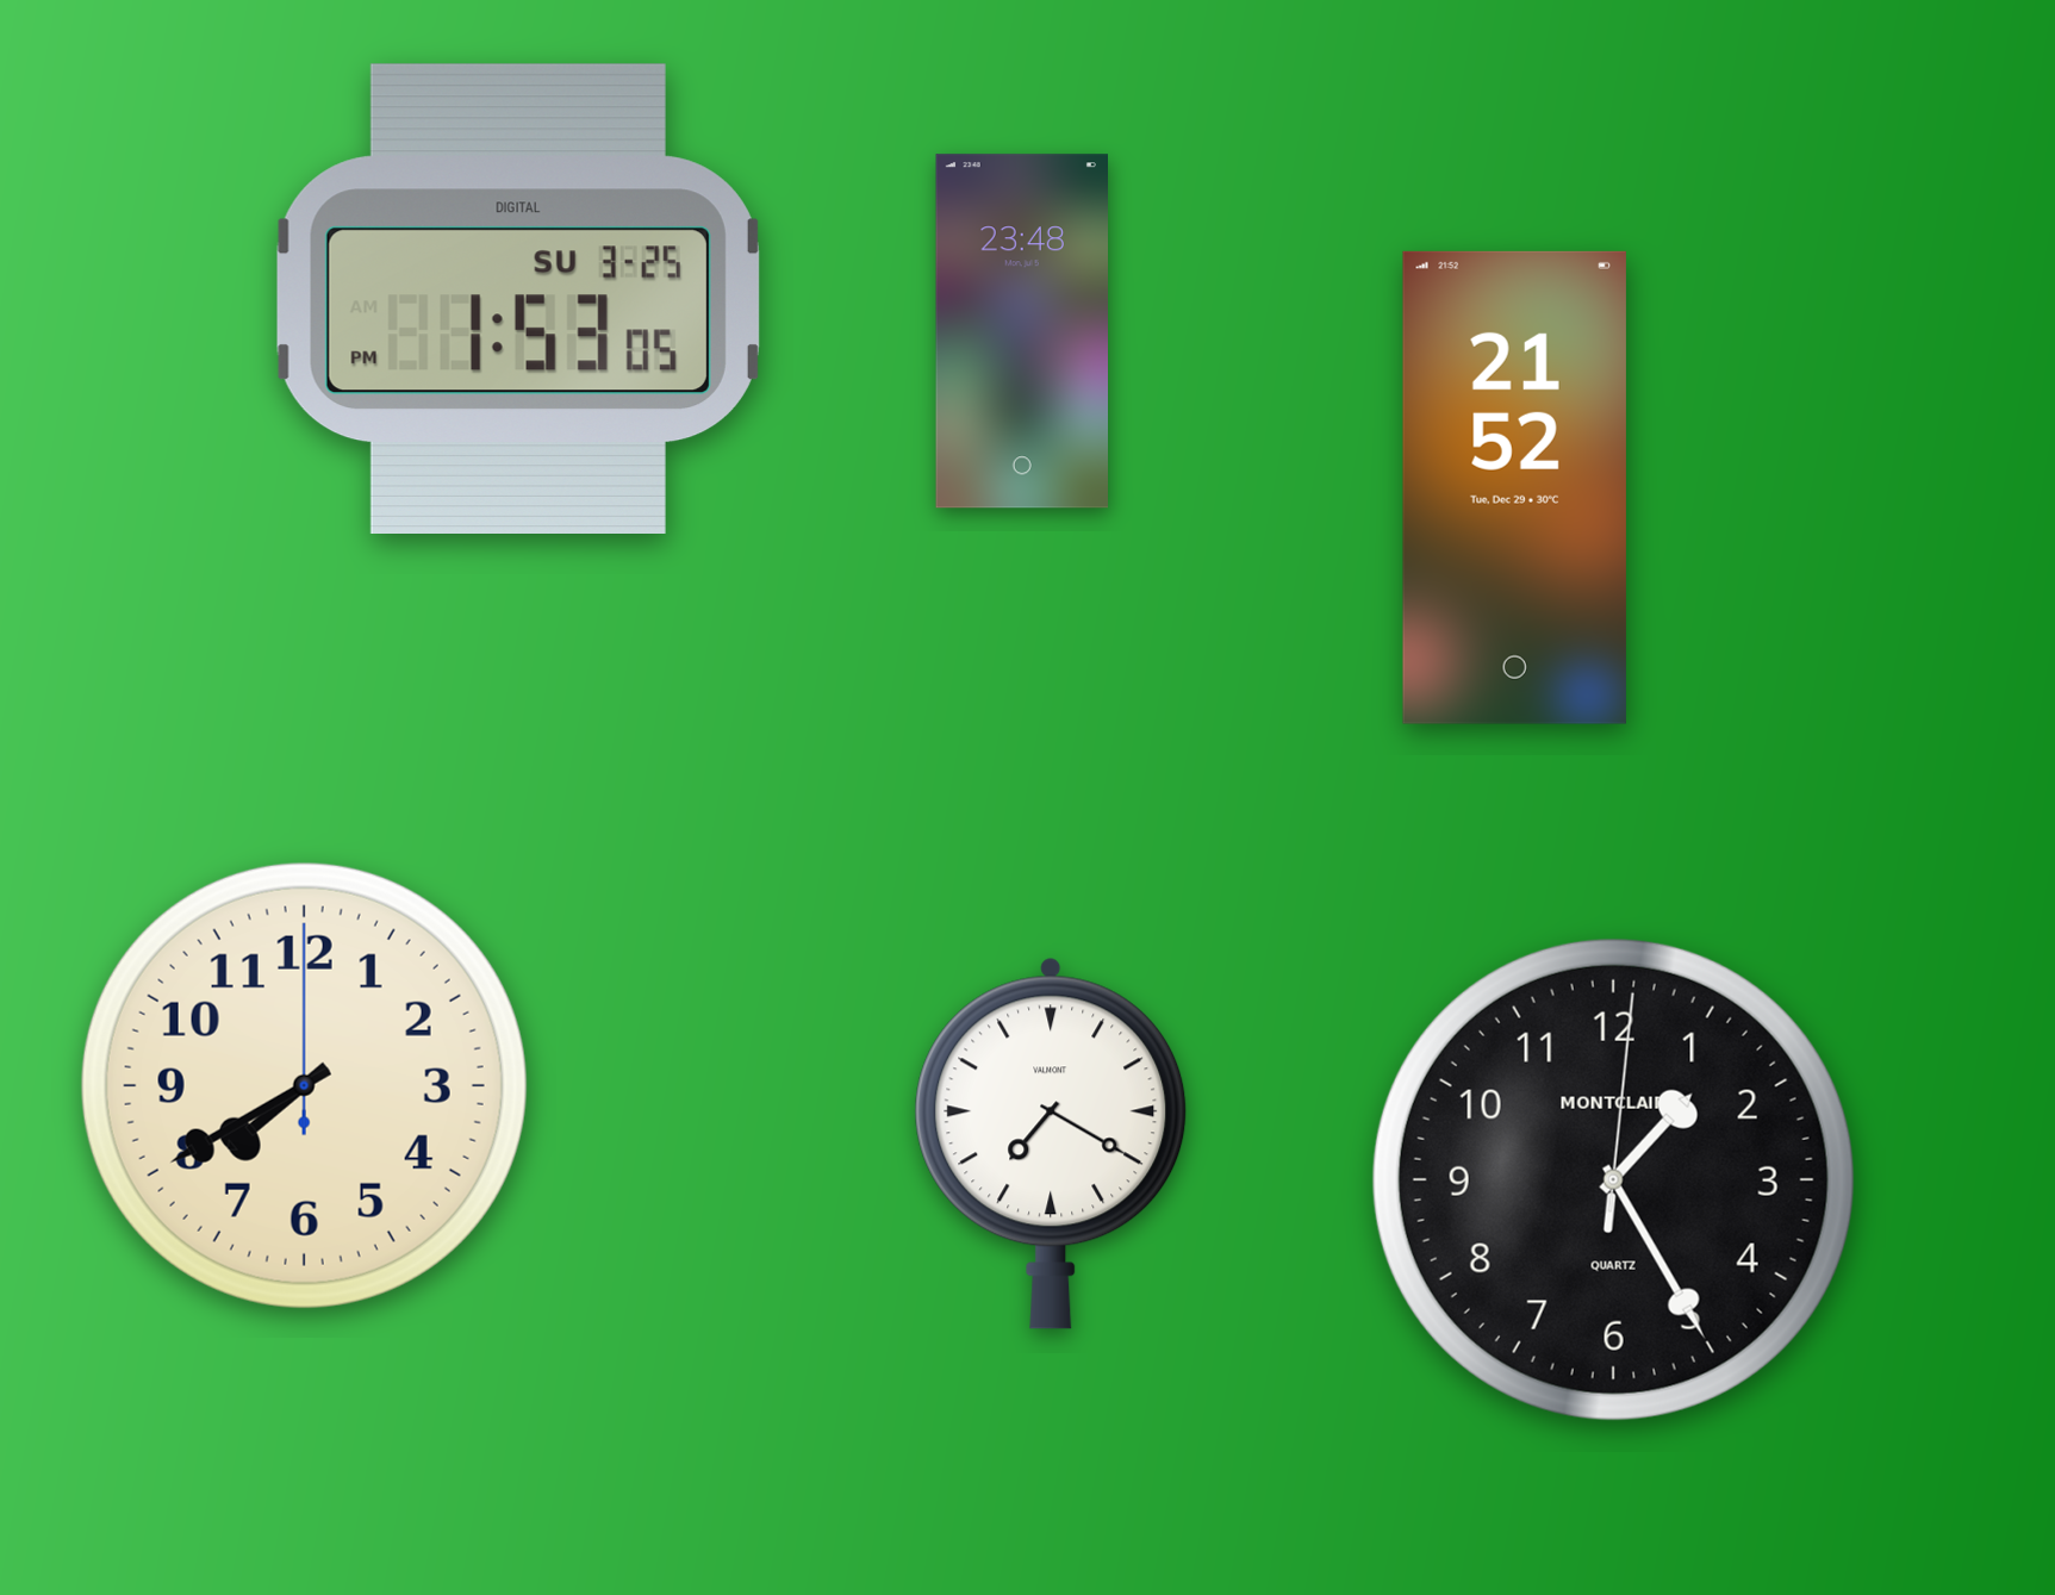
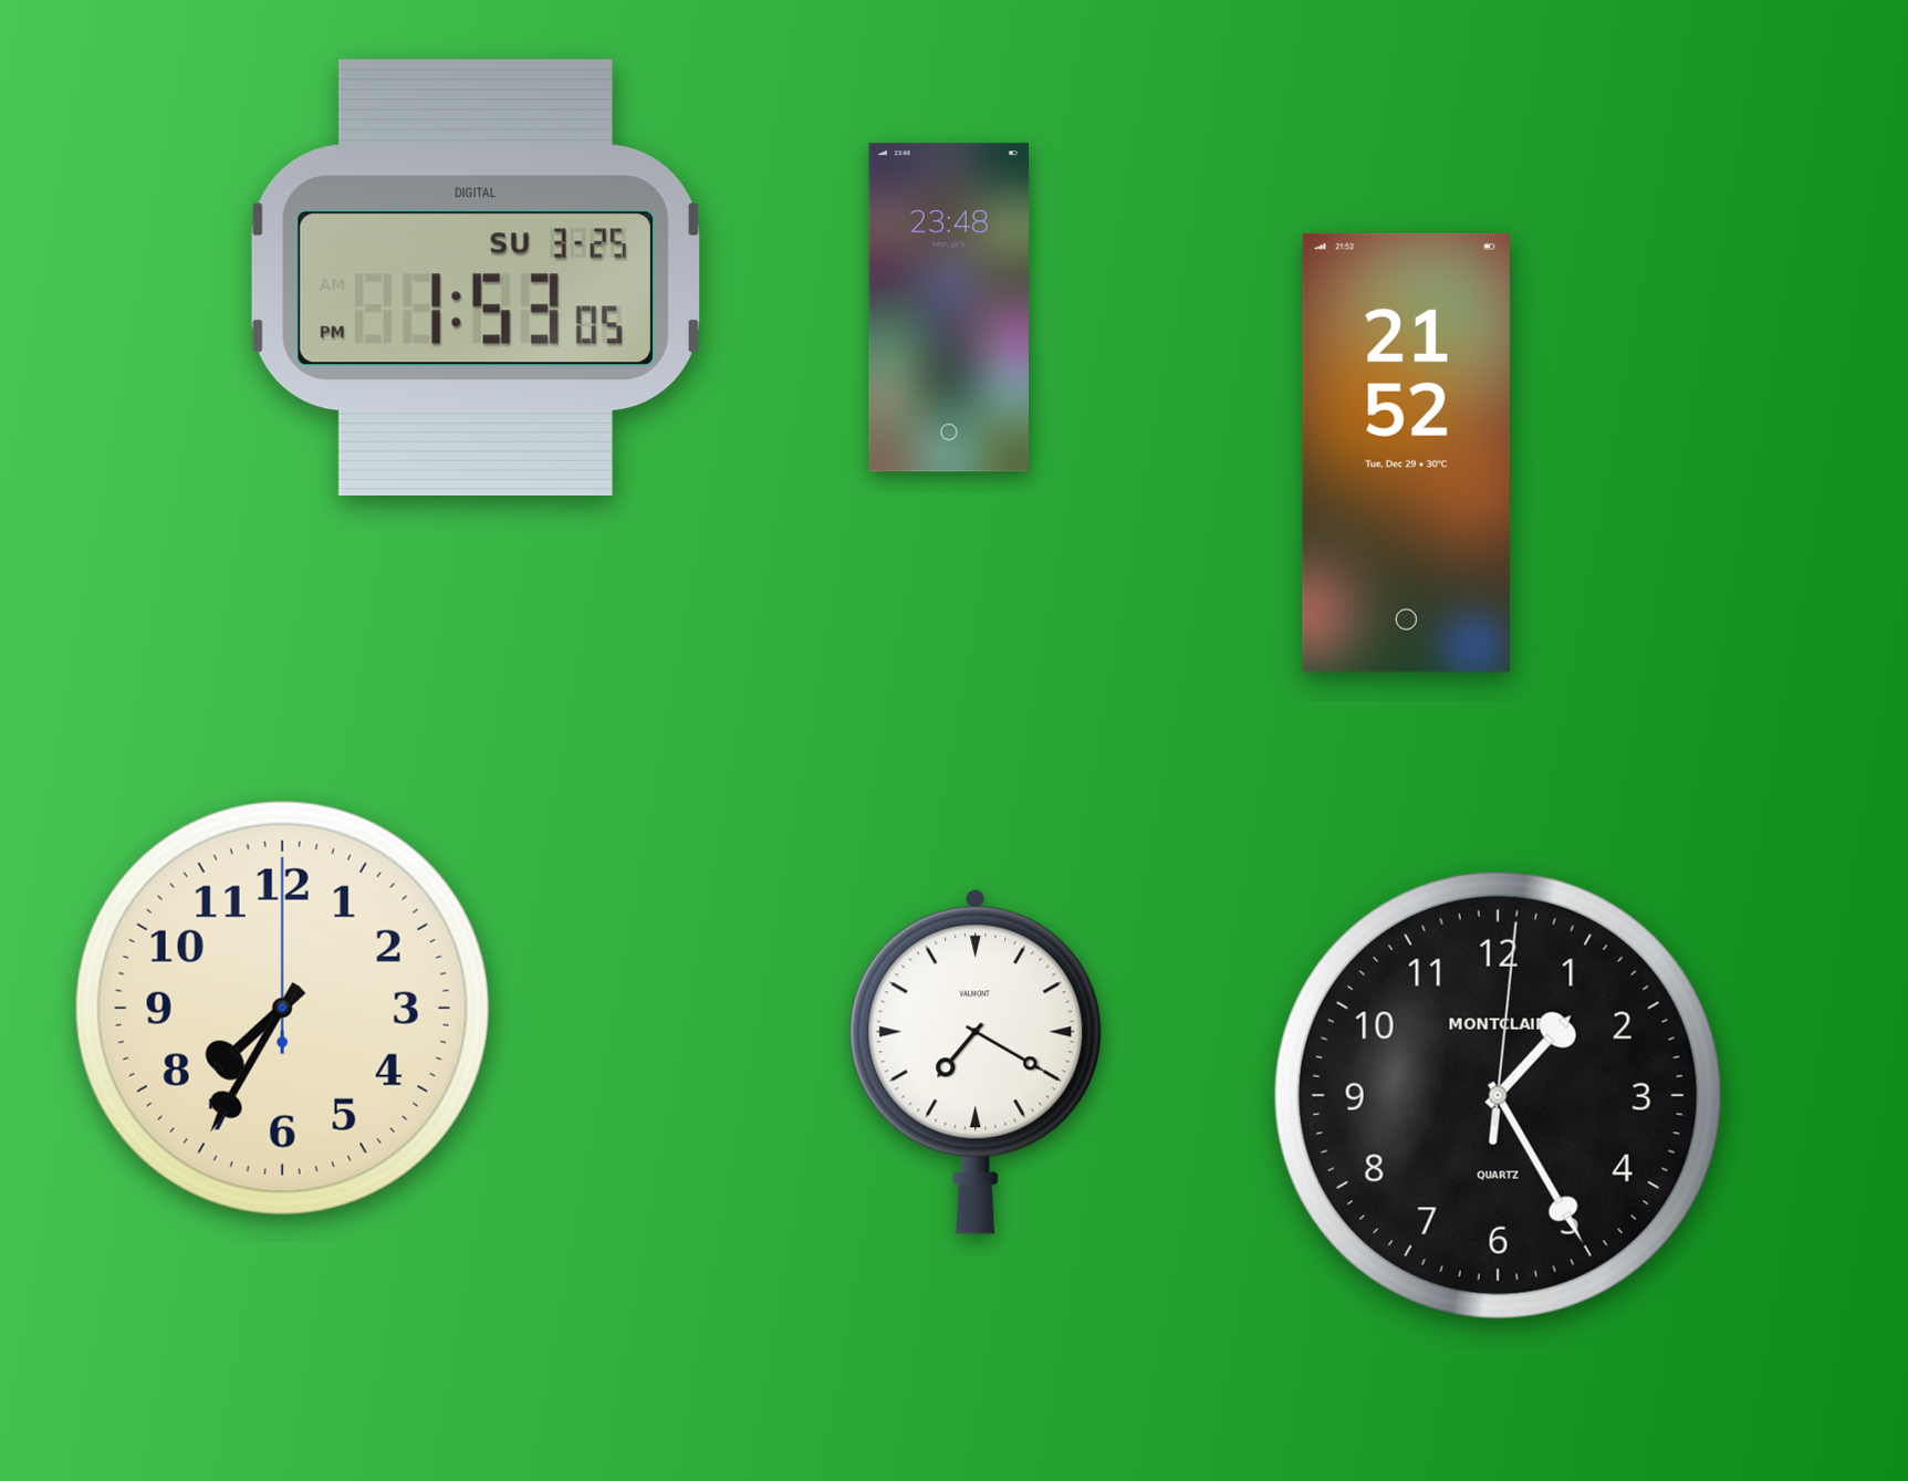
clock at (518, 298) position: (518, 298) -> (476, 277)
clock at (304, 1085): 7:40 -> 7:35
